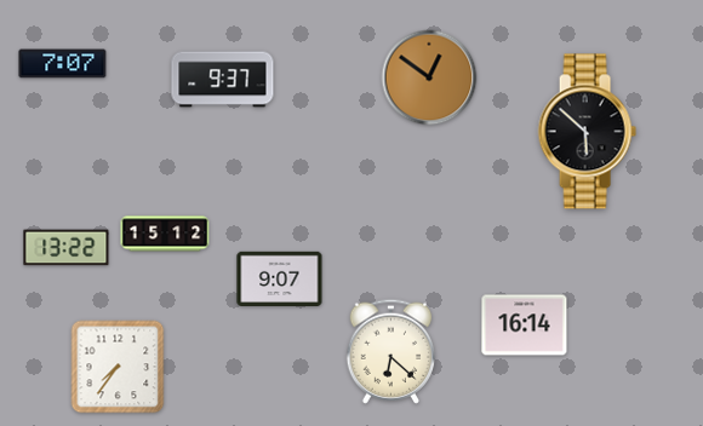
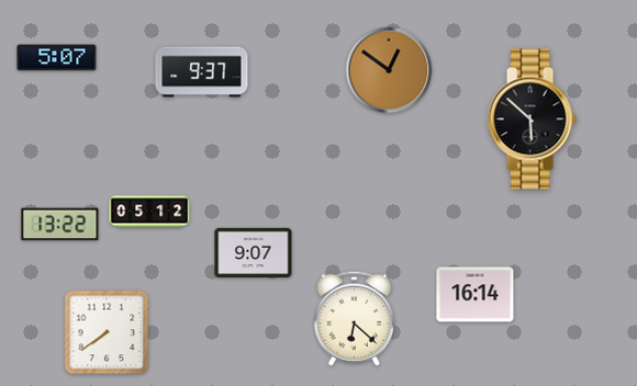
clock at (63, 64): 7:07 -> 5:07
clock at (165, 234): 15:12 -> 05:12
clock at (118, 367): 7:36 -> 7:39
